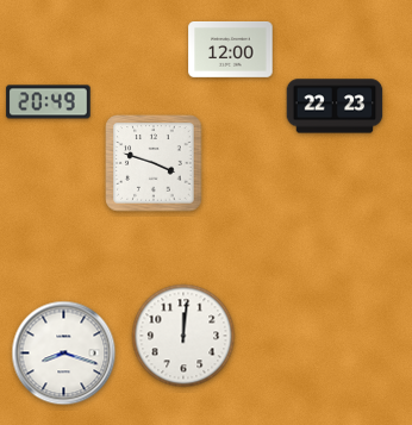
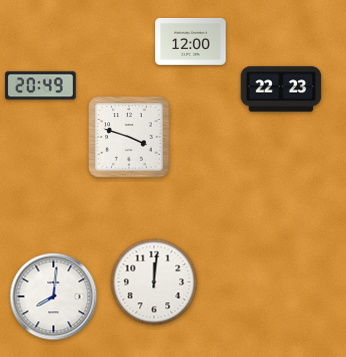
clock at (231, 49) position: (231, 49) -> (191, 41)
clock at (64, 354): 8:18 -> 8:01
